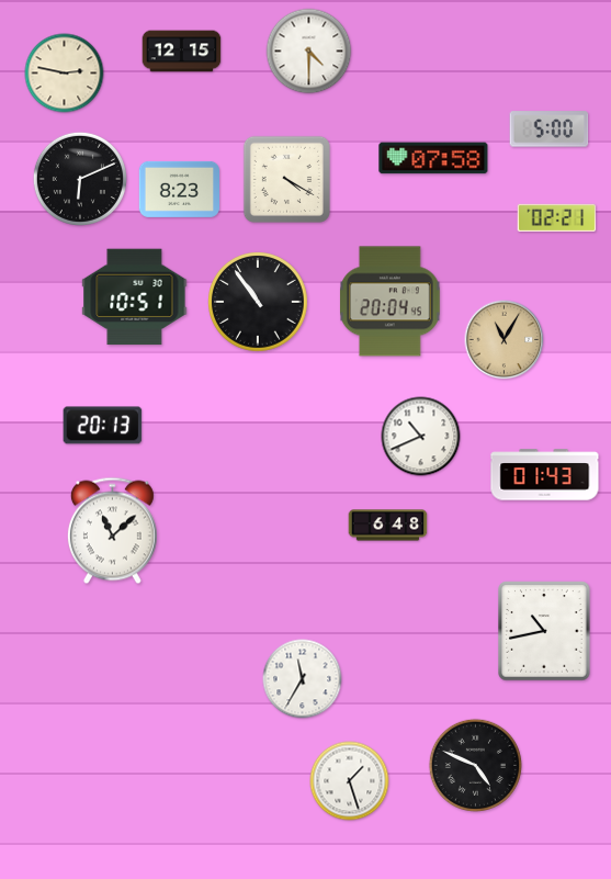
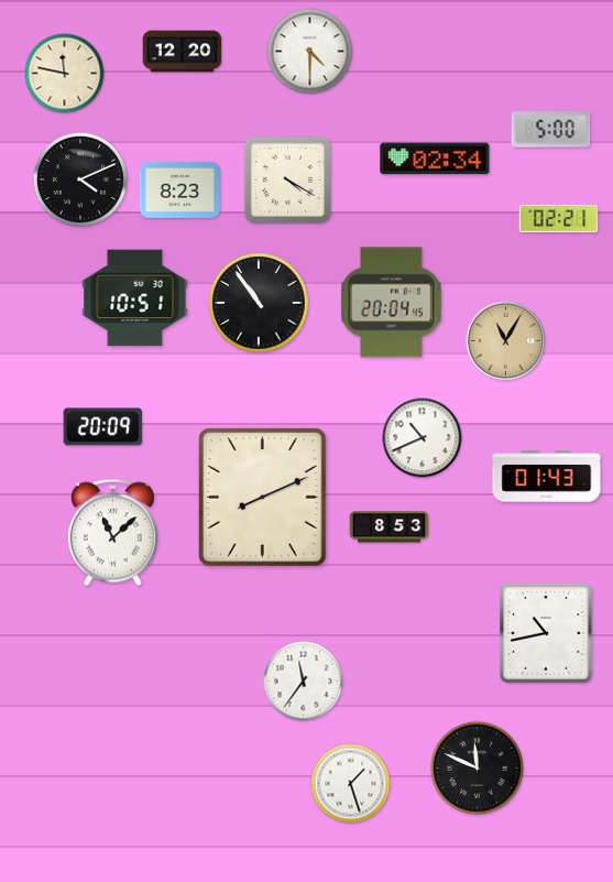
clock at (182, 52): 12:15 -> 12:20
clock at (65, 74): 2:47 -> 11:47
clock at (433, 158): 07:58 -> 02:34
clock at (80, 179): 6:11 -> 4:11
clock at (103, 426): 20:13 -> 20:09
clock at (263, 498): none -> 8:11
clock at (388, 526): 6:48 -> 8:53
clock at (303, 679): 11:35 -> 11:36
clock at (475, 765): 4:49 -> 11:49
